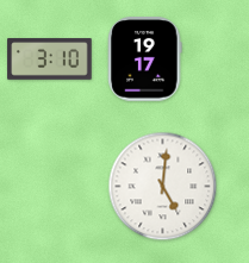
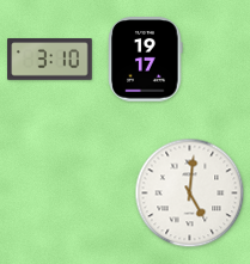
clock at (163, 187) position: (163, 187) -> (190, 194)
